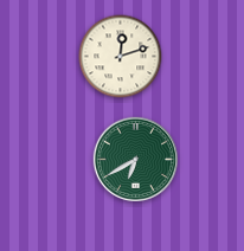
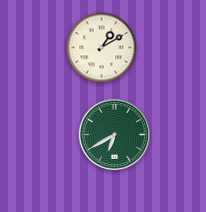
clock at (121, 57): 12:12 -> 1:10
